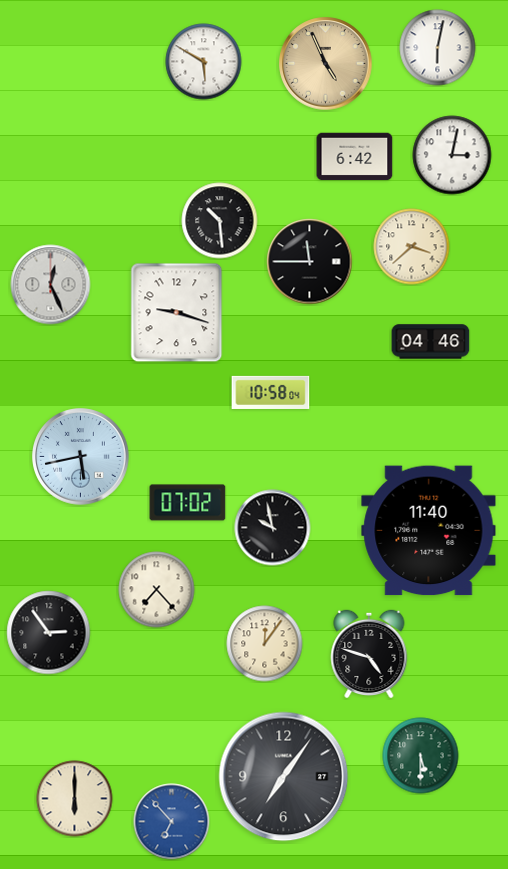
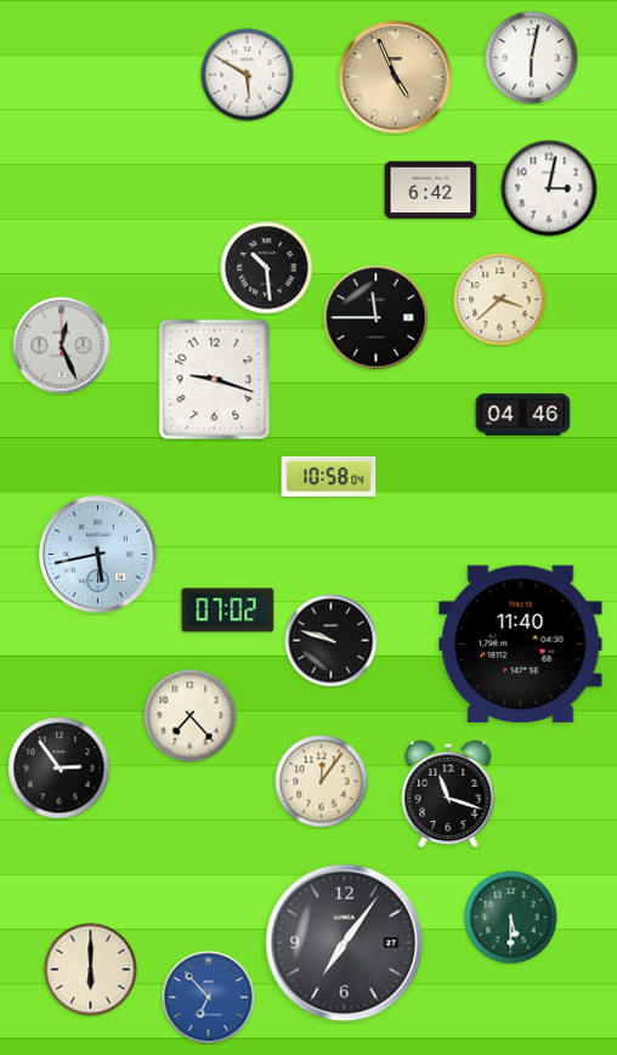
clock at (273, 528): 9:58 -> 9:48
clock at (369, 653): 4:48 -> 11:18
